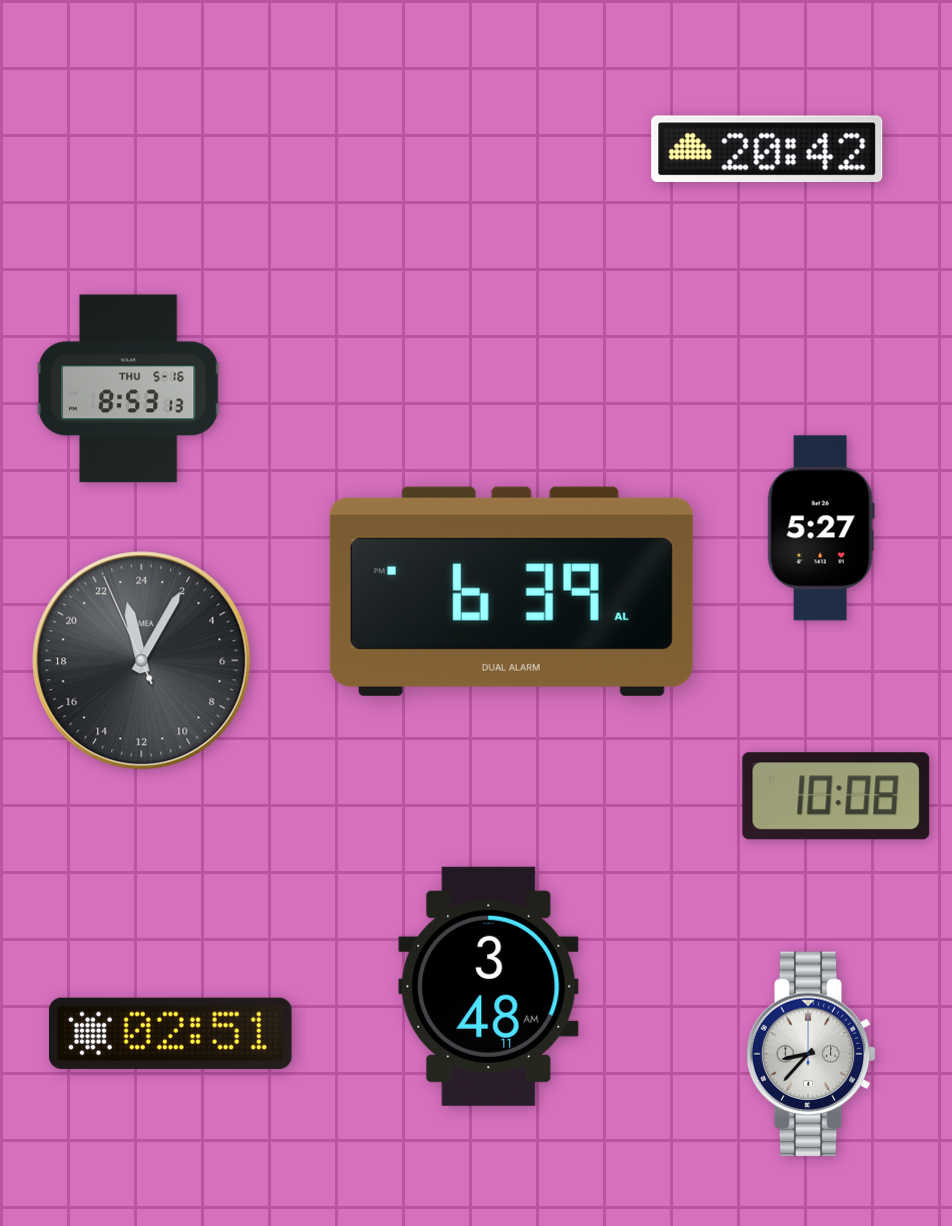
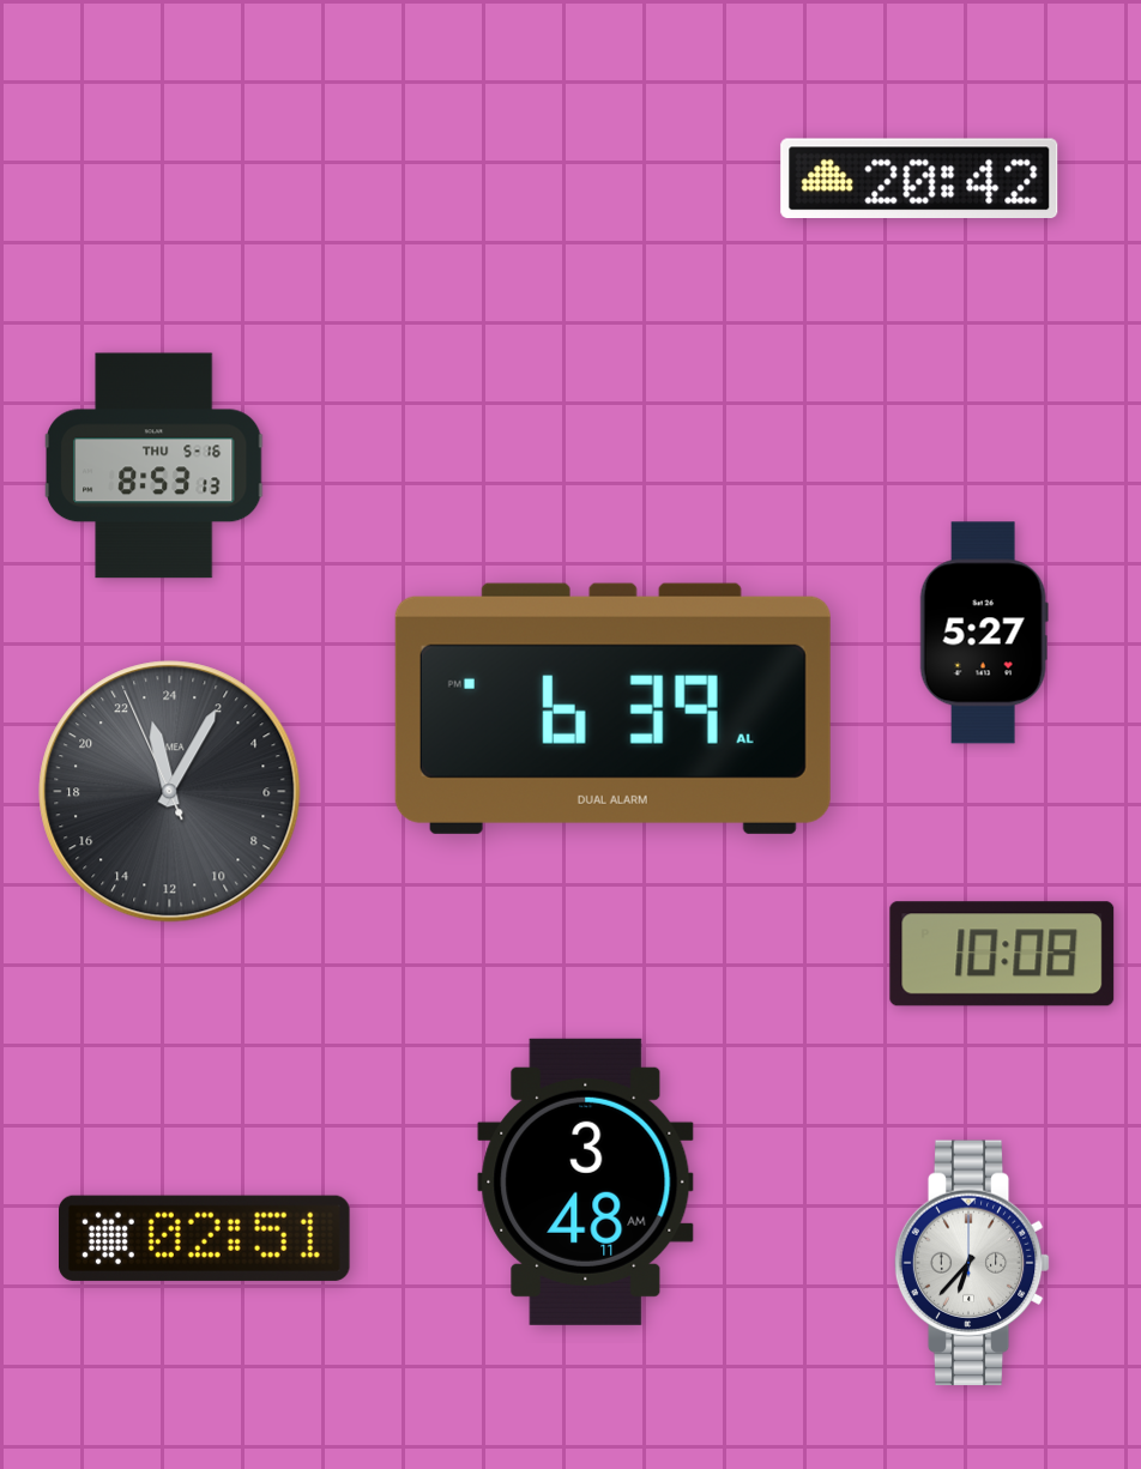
clock at (811, 1054): 8:37 -> 6:37
